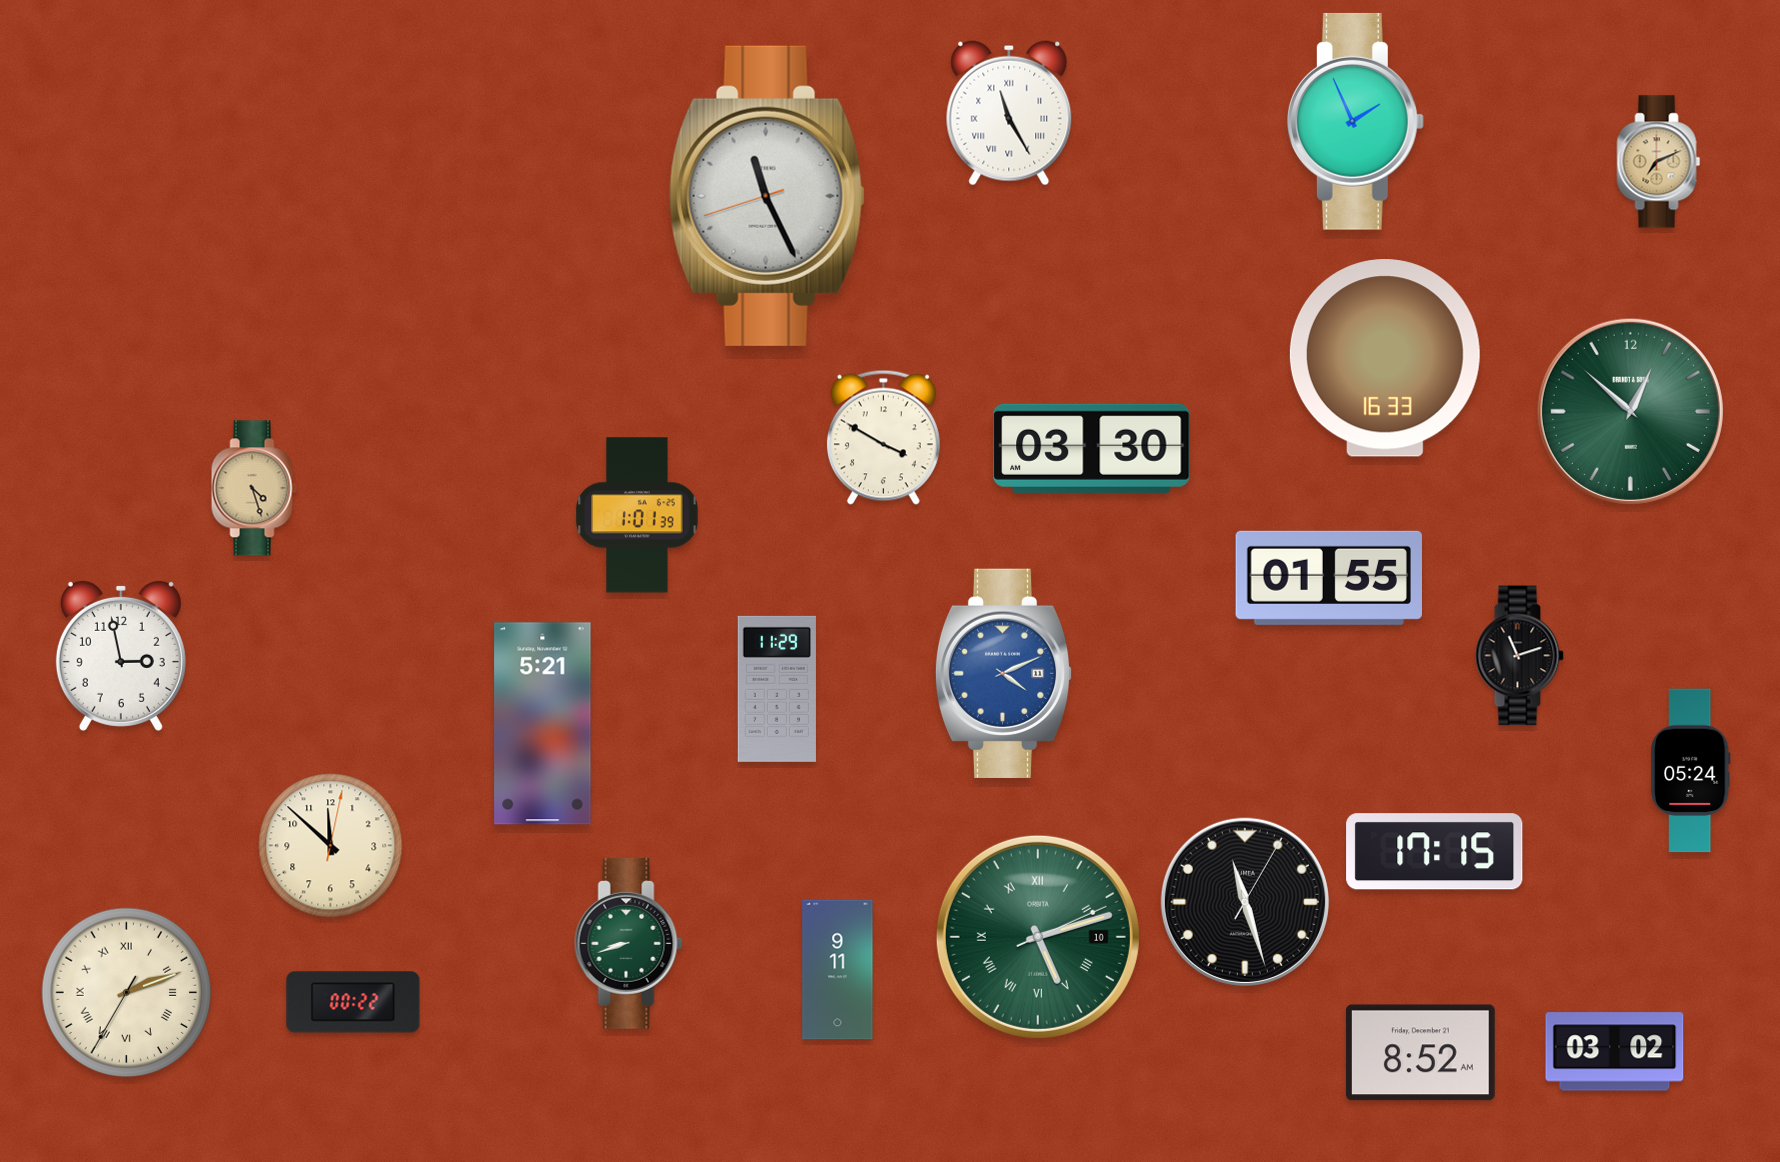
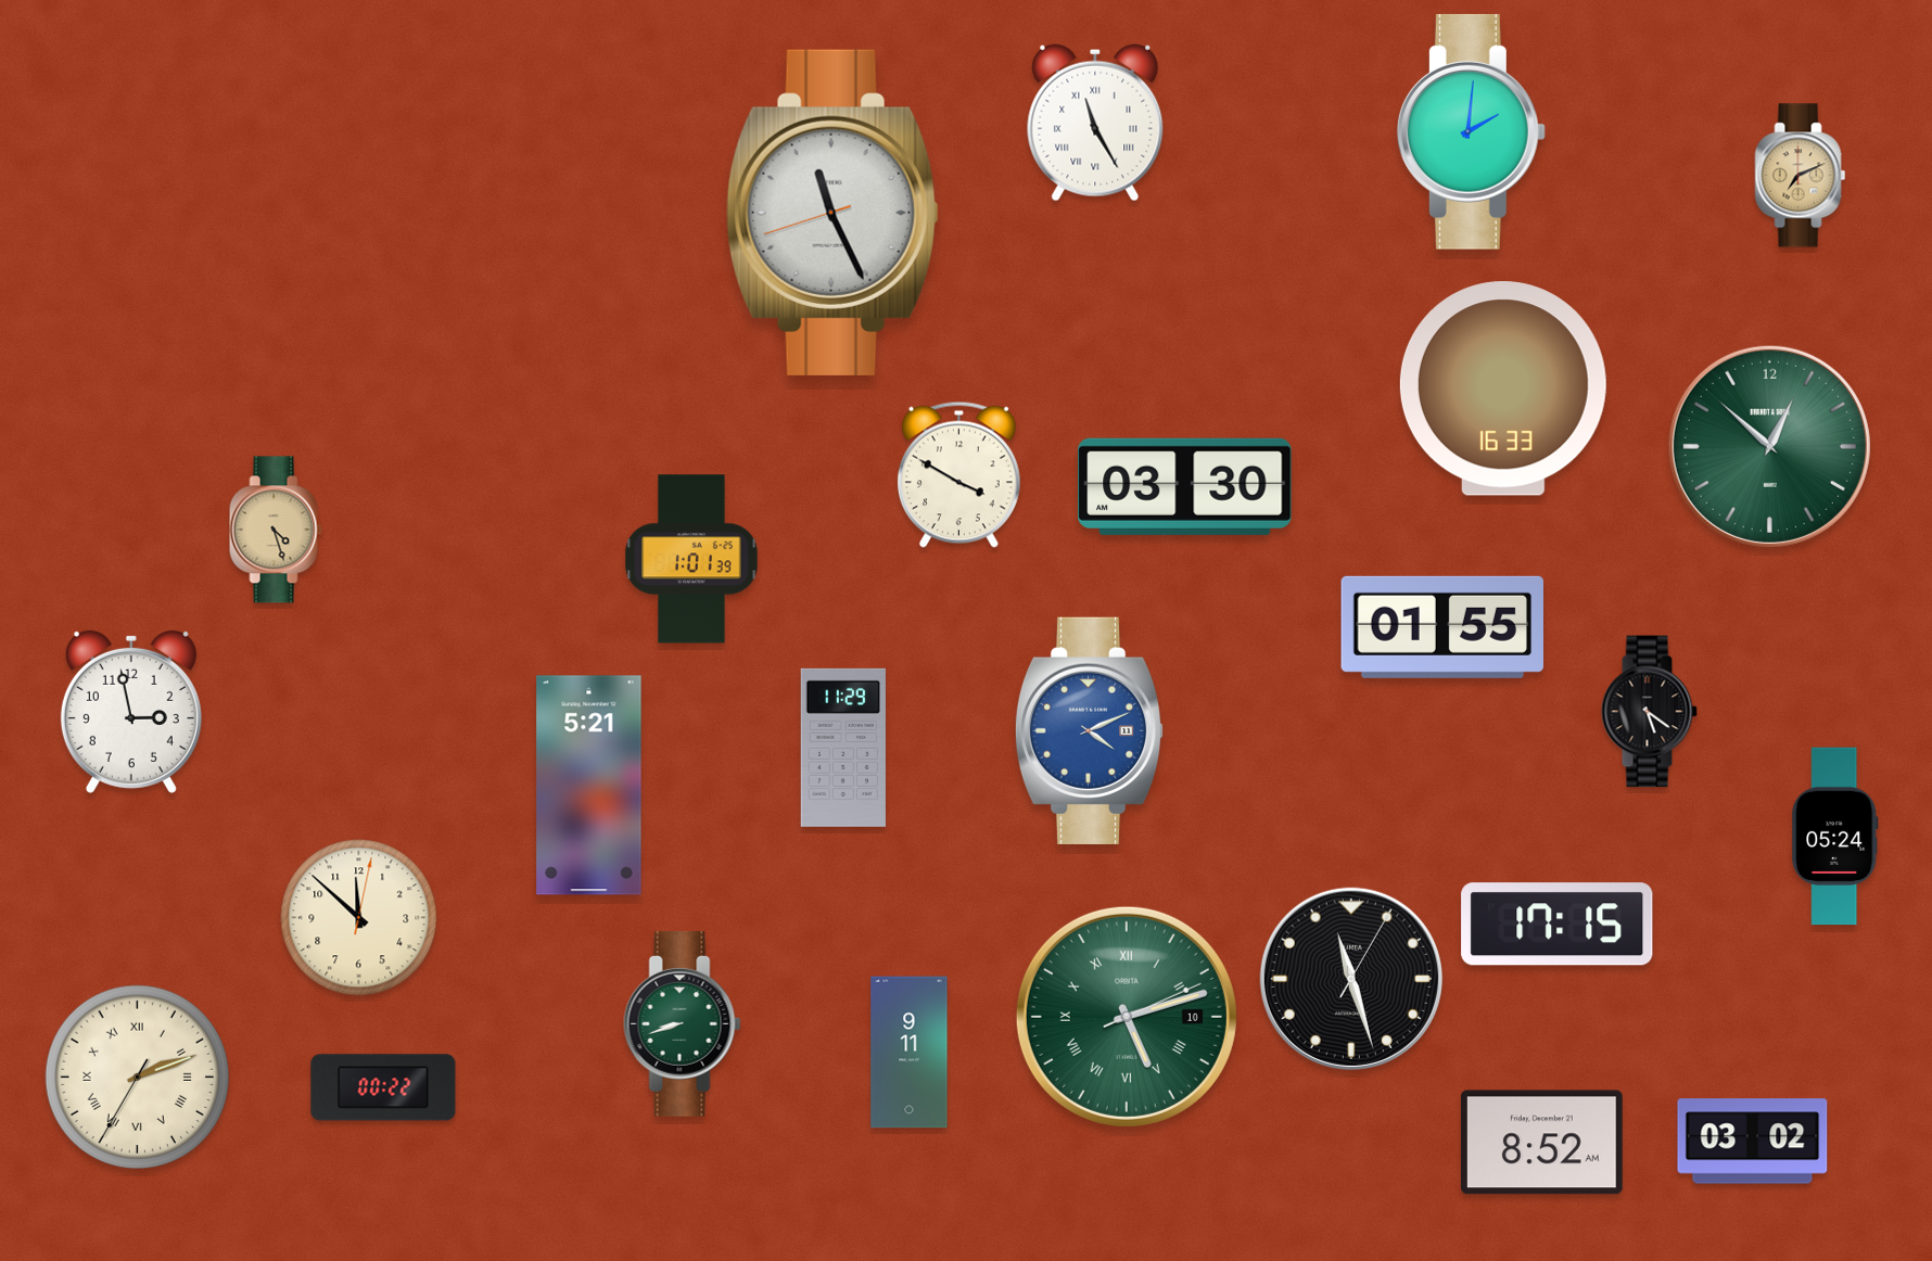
clock at (1355, 121): 1:56 -> 2:01
clock at (1519, 656): 11:12 -> 5:21
